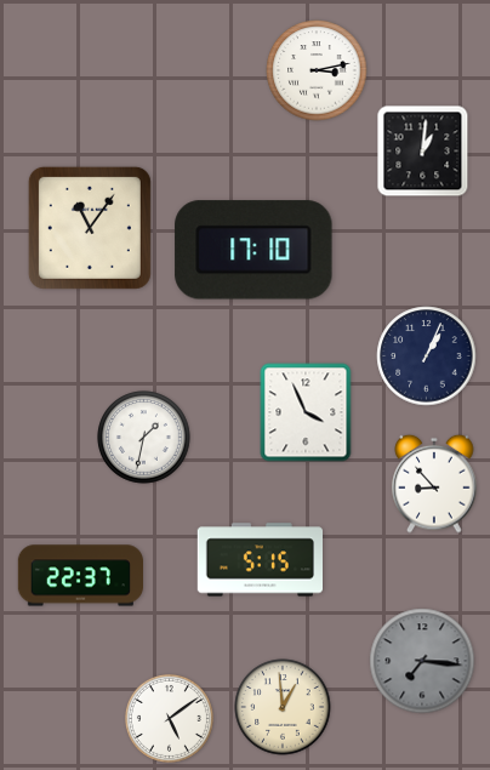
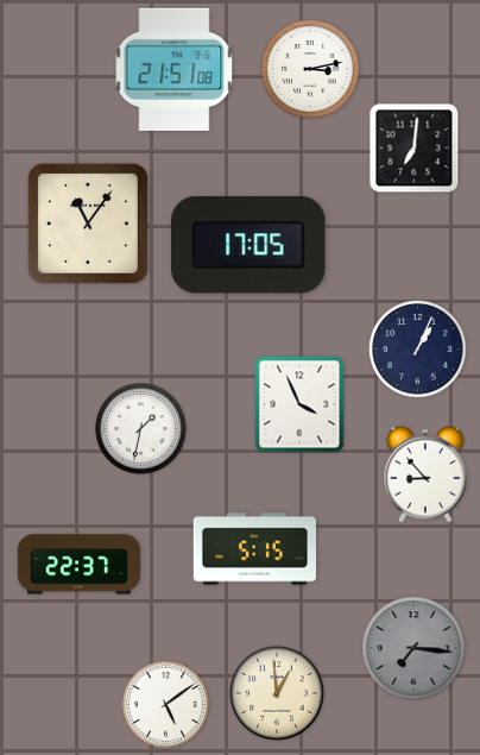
clock at (175, 69): none -> 21:51
clock at (423, 152): 1:01 -> 7:01
clock at (253, 250): 17:10 -> 17:05
